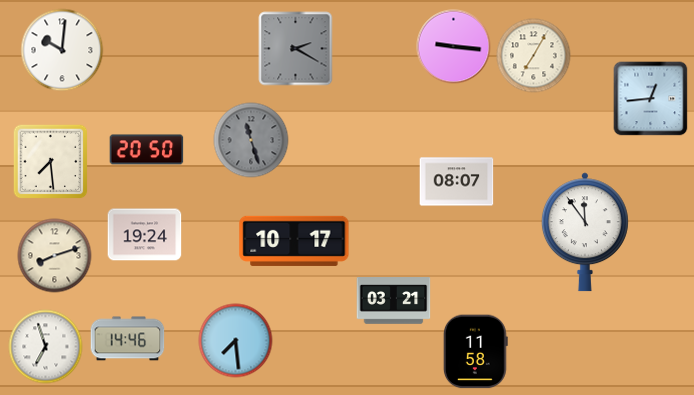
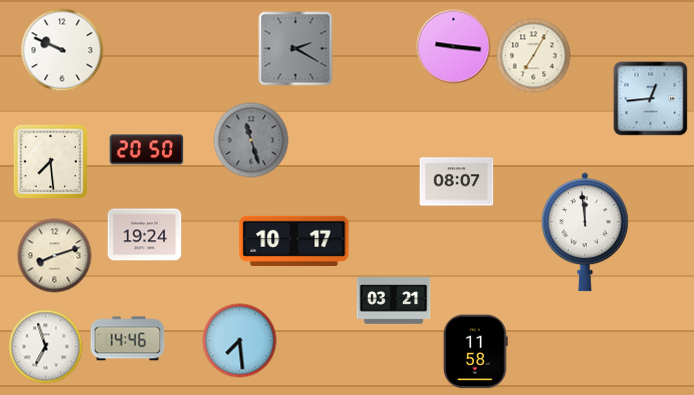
clock at (62, 50): 10:01 -> 9:49
clock at (585, 232): 11:54 -> 11:59
clock at (236, 341) position: (236, 341) -> (240, 341)
